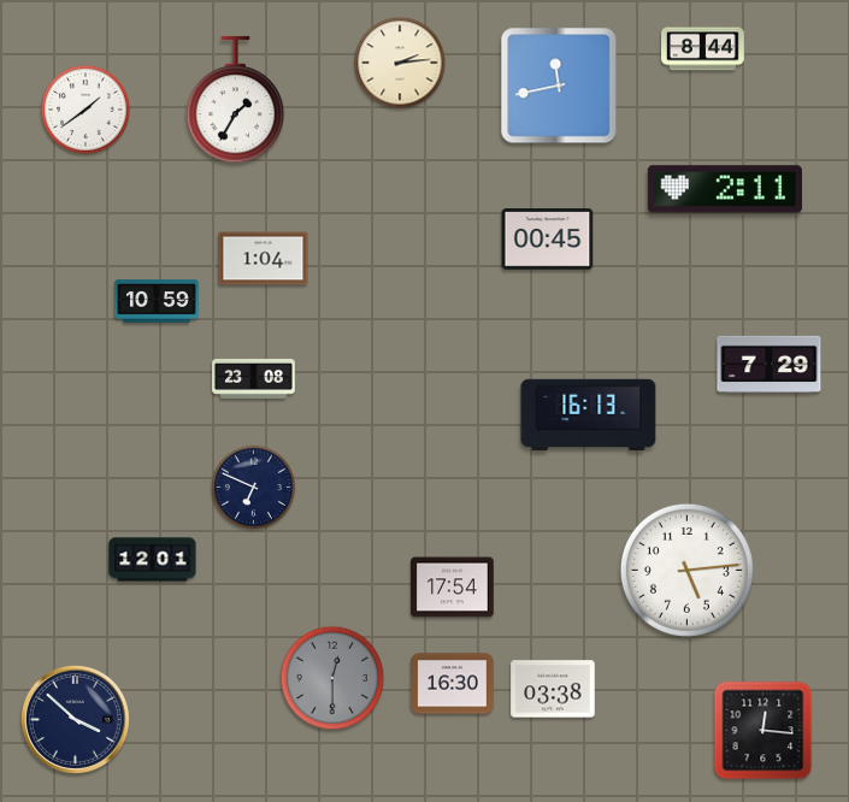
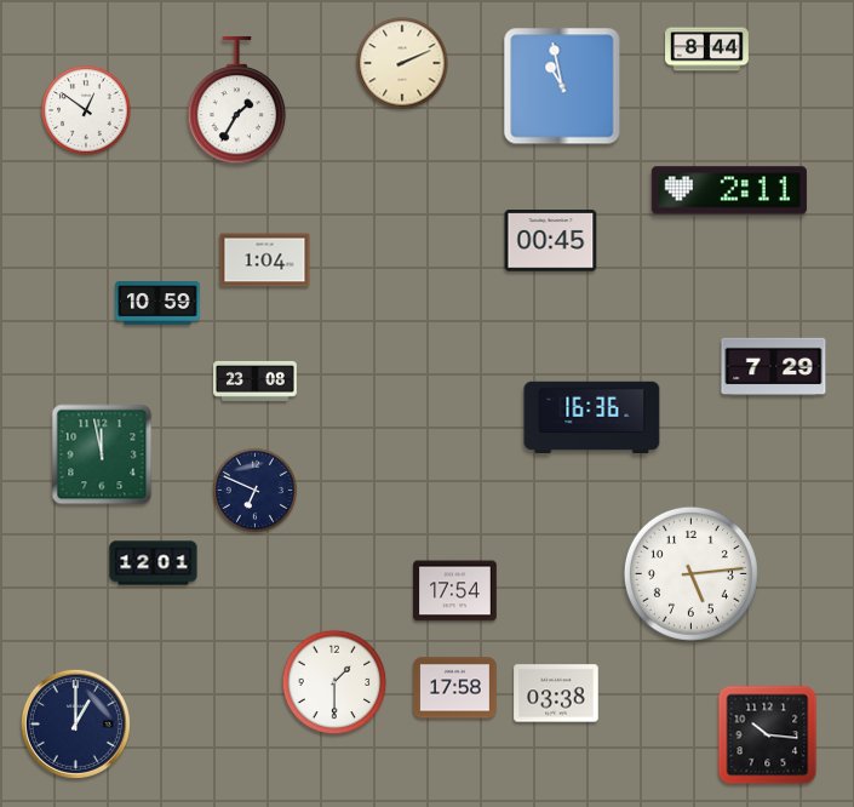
clock at (400, 63): 2:14 -> 2:11
clock at (559, 85): 11:43 -> 10:58
clock at (86, 110): 1:39 -> 12:51
clock at (589, 415): 16:13 -> 16:36
clock at (102, 454): none -> 11:58
clock at (332, 678): 12:30 -> 1:30
clock at (332, 678) dial: grey -> white
clock at (453, 684): 16:30 -> 17:58
clock at (75, 719): 3:52 -> 1:00
clock at (763, 731): 12:16 -> 10:16
